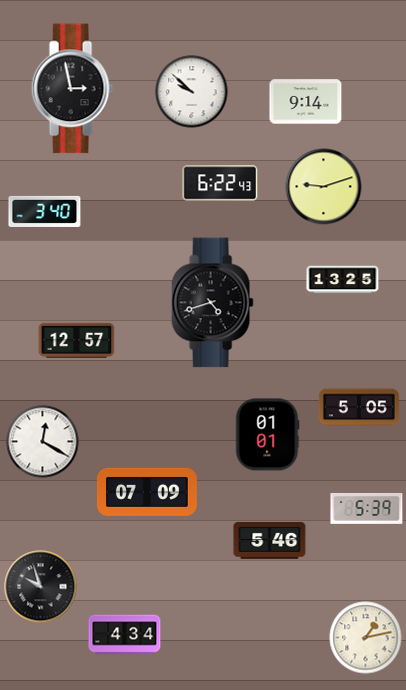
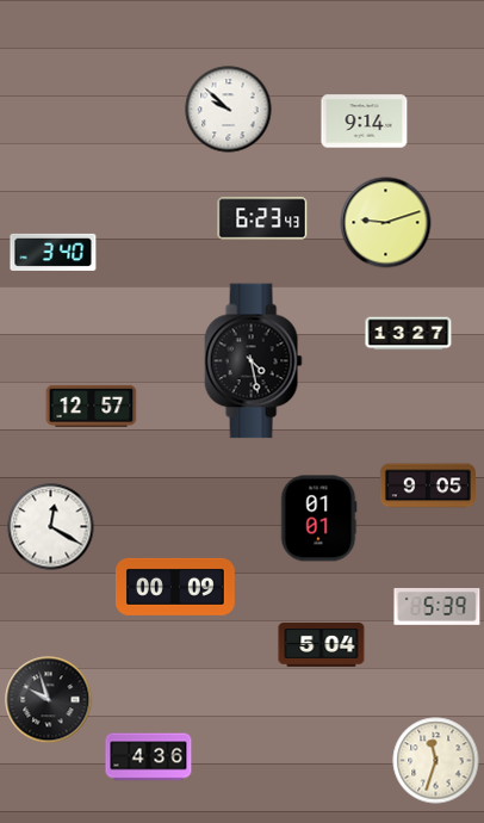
clock at (72, 89): 2:58 -> none
clock at (220, 183): 6:22 -> 6:23
clock at (343, 280): 13:25 -> 13:27
clock at (212, 303): 4:42 -> 4:28
clock at (359, 407): 5:05 -> 9:05
clock at (147, 492): 07:09 -> 00:09
clock at (270, 541): 5:46 -> 5:04
clock at (125, 635): 4:34 -> 4:36
clock at (366, 638): 1:13 -> 11:33
